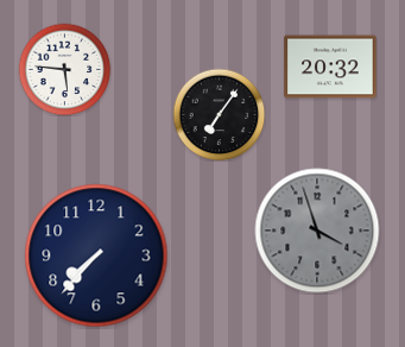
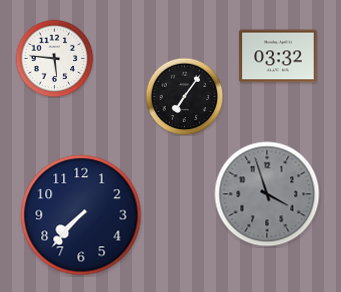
clock at (330, 67): 20:32 -> 03:32
